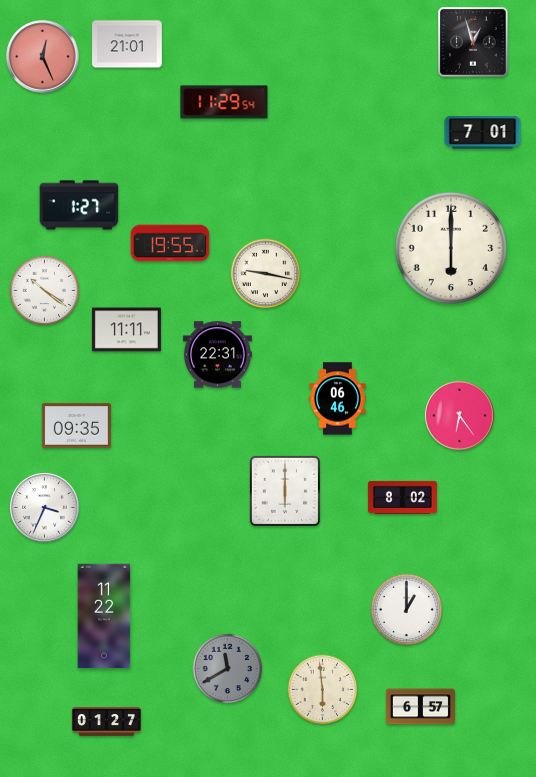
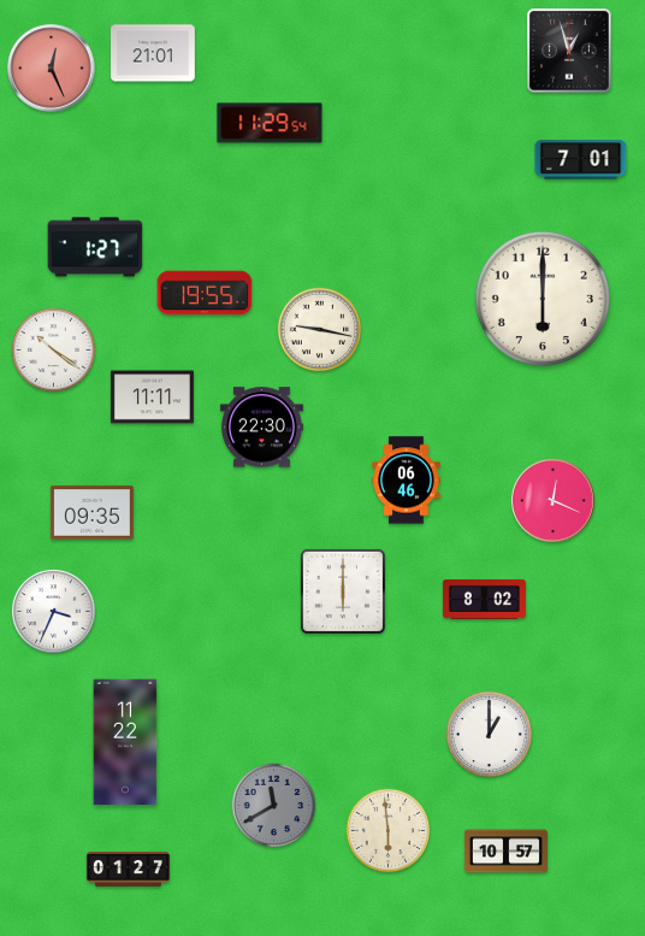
clock at (217, 355): 22:31 -> 22:30
clock at (460, 416): 6:24 -> 12:19
clock at (420, 707): 6:57 -> 10:57
